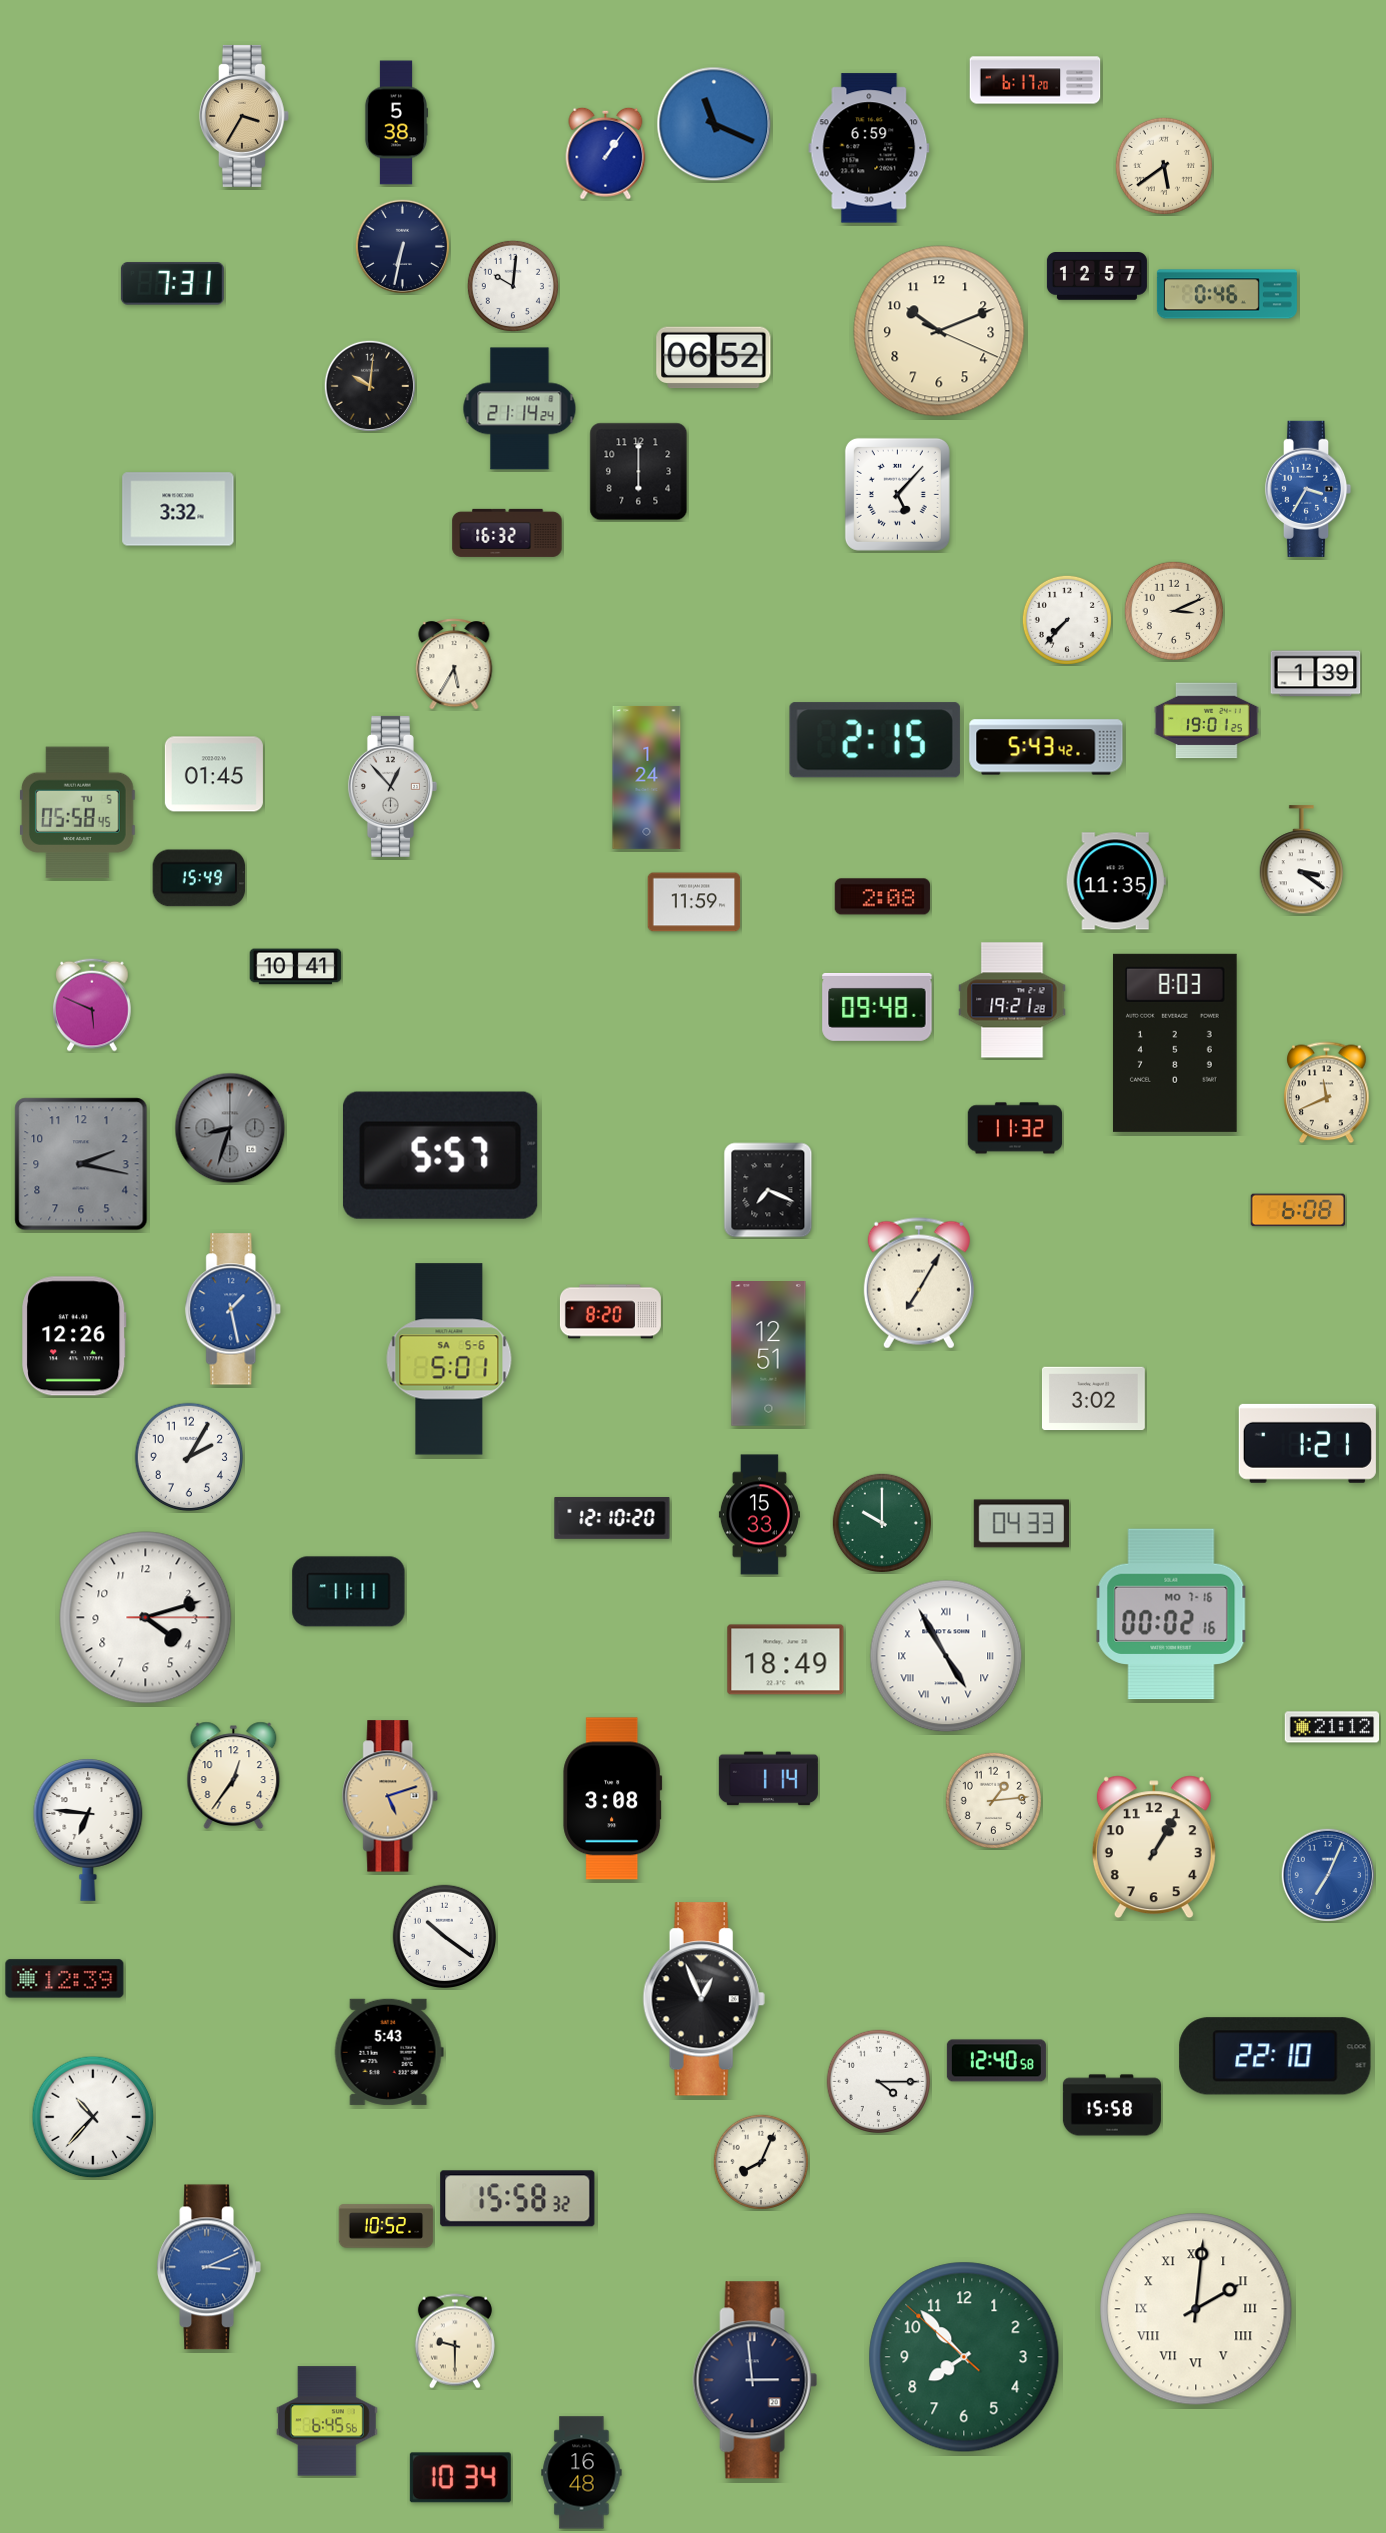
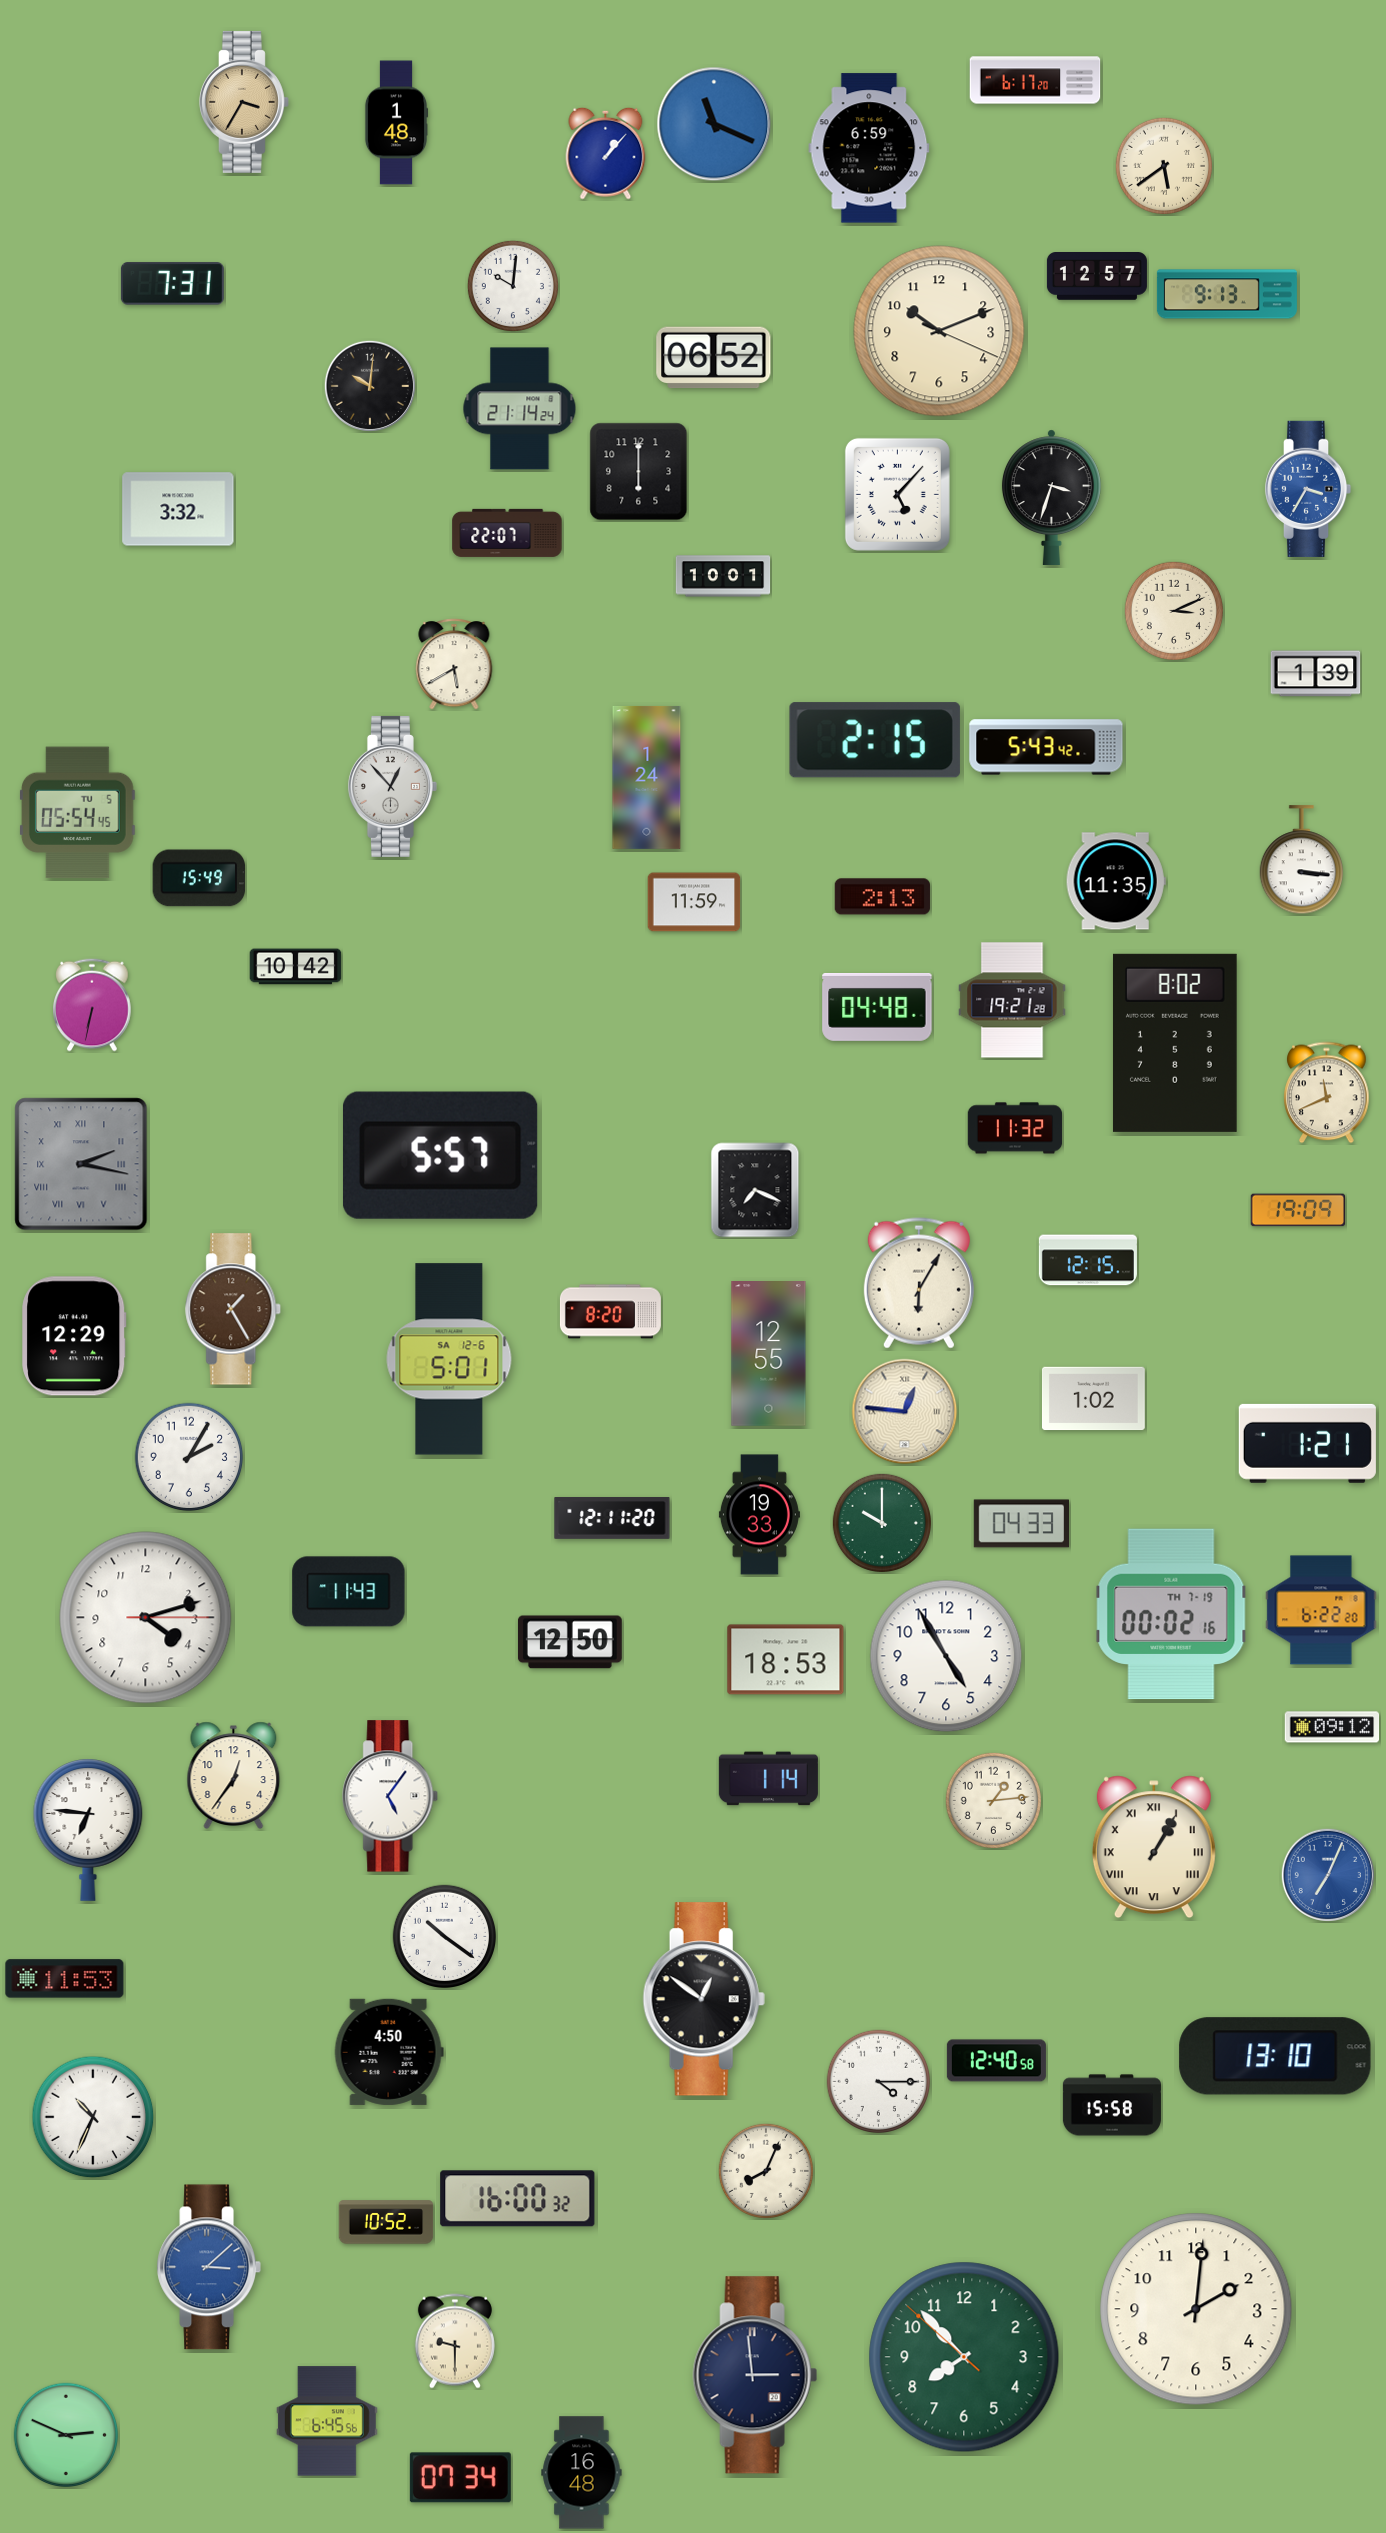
clock at (244, 116) position: (244, 116) -> (244, 102)
clock at (396, 123): 5:38 -> 1:48
clock at (606, 153): 1:06 -> 1:07
clock at (402, 246): 6:32 -> none
clock at (1227, 294): 0:46 -> 9:13
clock at (1051, 497): none -> 3:33
clock at (507, 533): 16:32 -> 22:07
clock at (723, 576): none -> 10:01
clock at (1067, 620): 7:37 -> none
clock at (454, 664): 5:35 -> 5:40
clock at (1207, 721): 19:01 -> none
clock at (214, 774): 01:45 -> none
clock at (77, 813): 05:58 -> 05:54
clock at (1301, 860): 3:21 -> 3:16
clock at (882, 897): 2:08 -> 2:13
clock at (296, 967): 10:41 -> 10:42
clock at (93, 1005): 5:49 -> 6:32
clock at (877, 1007): 09:48 -> 04:48
clock at (1175, 1043): 8:03 -> 8:02
clock at (230, 1128): 8:33 -> none
clock at (81, 1164) numerals: Arabic -> Roman
clock at (768, 1190) position: (768, 1190) -> (755, 1190)
clock at (1298, 1210): 6:08 -> 19:09
clock at (1088, 1260): none -> 12:15
clock at (919, 1283): 7:05 -> 6:05
clock at (234, 1309): 1:28 -> 1:25
clock at (234, 1309) dial: blue -> brown
clock at (74, 1336): 12:26 -> 12:29
clock at (769, 1354): 12:51 -> 12:55
clock at (449, 1359) date: SA 5-6 -> SA 12-6
clock at (1093, 1399): 3:02 -> 1:02
clock at (905, 1412): none -> 12:46
clock at (759, 1515): 15:33 -> 19:33
clock at (612, 1519): 12:10 -> 12:11
clock at (349, 1592): 11:11 -> 11:43
clock at (1321, 1610): none -> 6:22
clock at (1171, 1614) date: MO 7-16 -> TH 7-19
clock at (570, 1642): none -> 12:50
clock at (946, 1656) numerals: Roman -> Arabic
clock at (786, 1660): 18:49 -> 18:53
clock at (1332, 1727): 21:12 -> 09:12
clock at (391, 1796): 5:12 -> 5:06
clock at (391, 1796) dial: champagne -> white
clock at (613, 1799): 3:08 -> none
clock at (1154, 1847) numerals: Arabic -> Roman
clock at (65, 1979): 12:39 -> 11:53
clock at (704, 1999): 12:56 -> 12:51
clock at (389, 2052): 5:43 -> 4:50
clock at (1275, 2056): 22:10 -> 13:10
clock at (93, 2117): 10:37 -> 10:34
clock at (761, 2162) position: (761, 2162) -> (766, 2171)
clock at (518, 2199): 15:58 -> 16:00
clock at (386, 2226) position: (386, 2226) -> (386, 2222)
clock at (208, 2267): 3:11 -> 3:08
clock at (1196, 2309) numerals: Roman -> Arabic
clock at (755, 2380) position: (755, 2380) -> (755, 2375)
clock at (65, 2434): none -> 2:49
clock at (460, 2478): 10:34 -> 07:34
